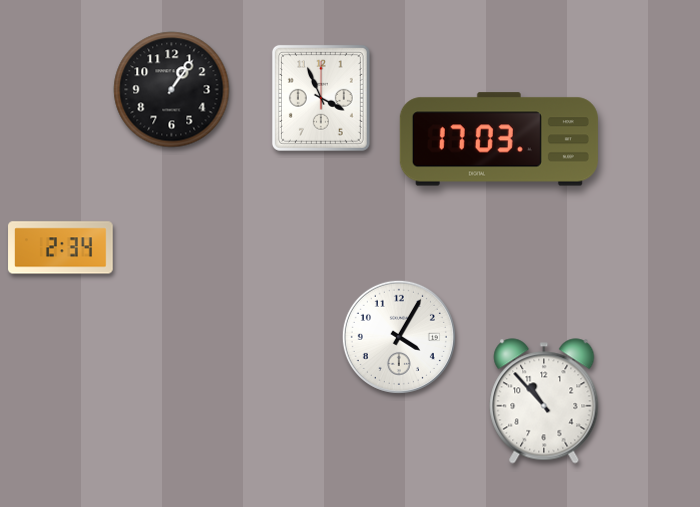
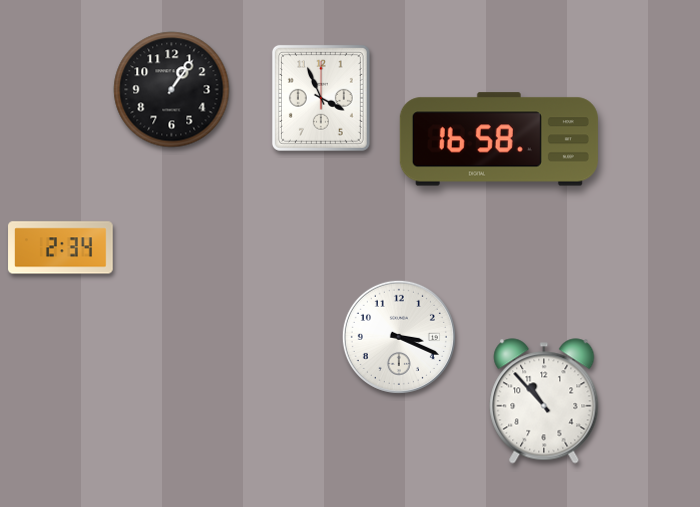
clock at (499, 139): 17:03 -> 16:58
clock at (399, 337): 4:05 -> 3:19
